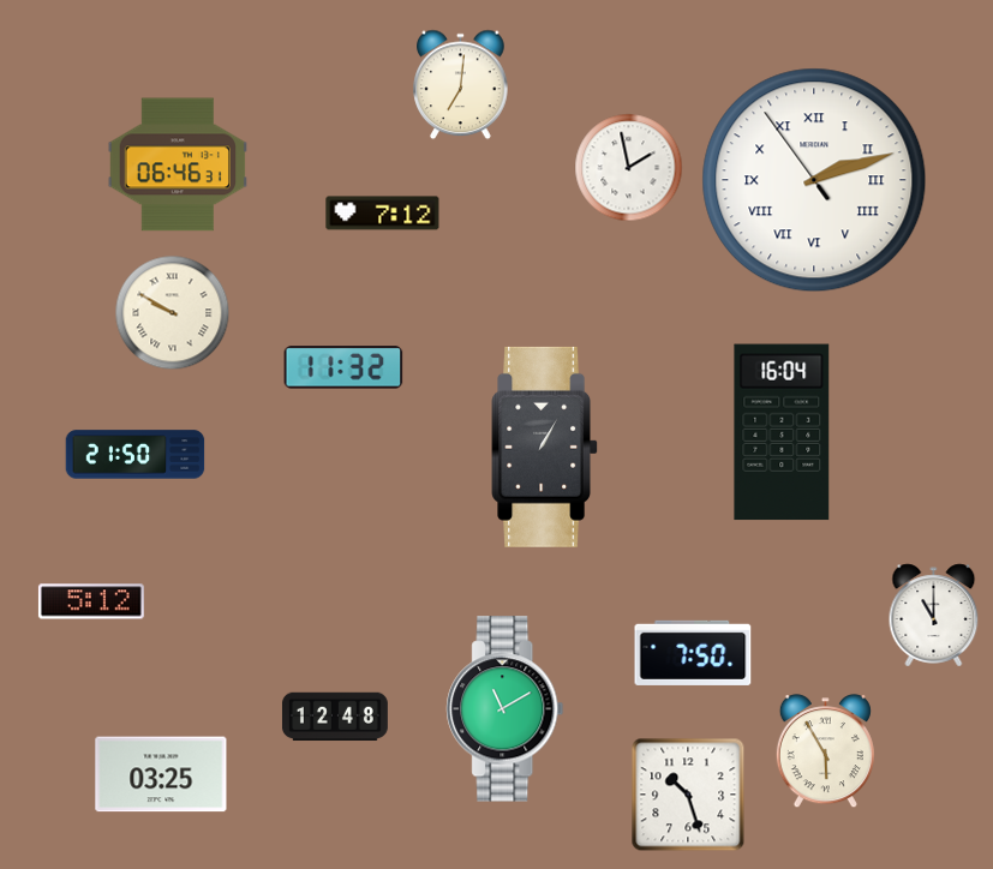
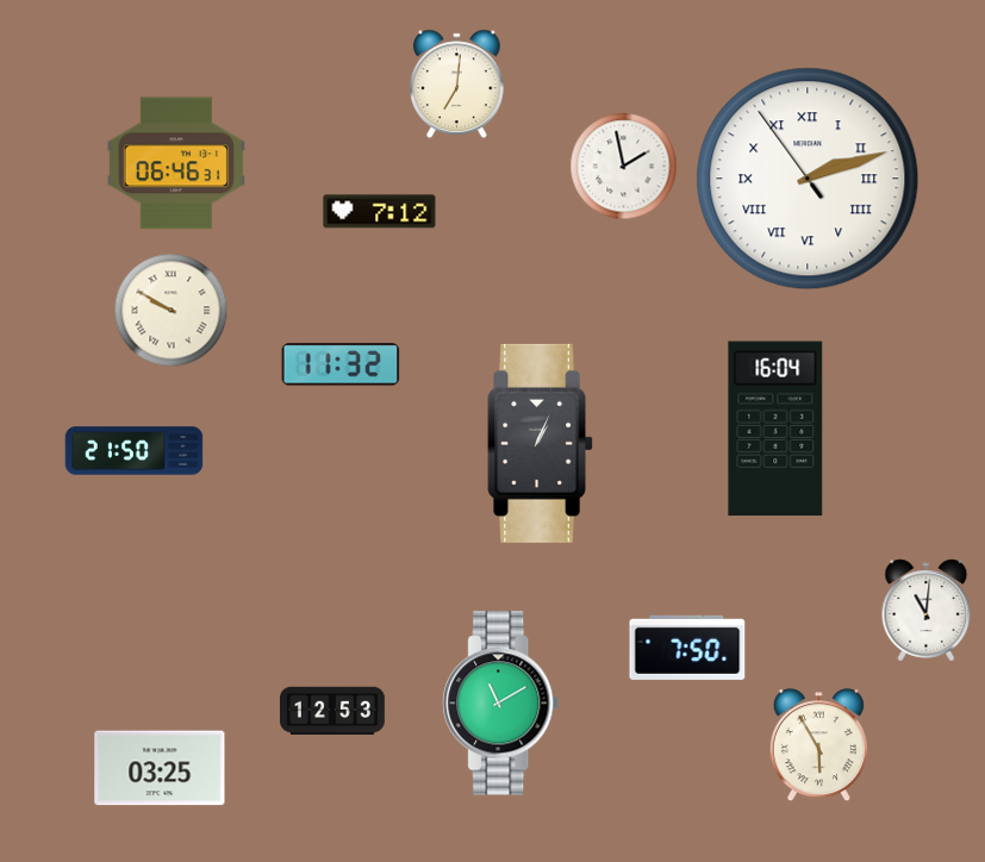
clock at (545, 447): 1:05 -> 1:04
clock at (91, 601): 5:12 -> none
clock at (934, 616): 11:00 -> 11:01
clock at (335, 717): 12:48 -> 12:53
clock at (688, 795): 10:27 -> none
